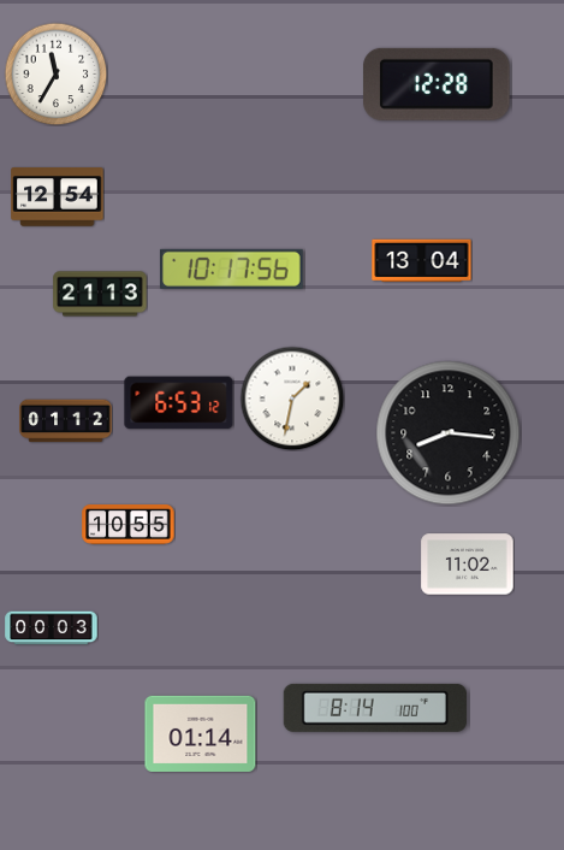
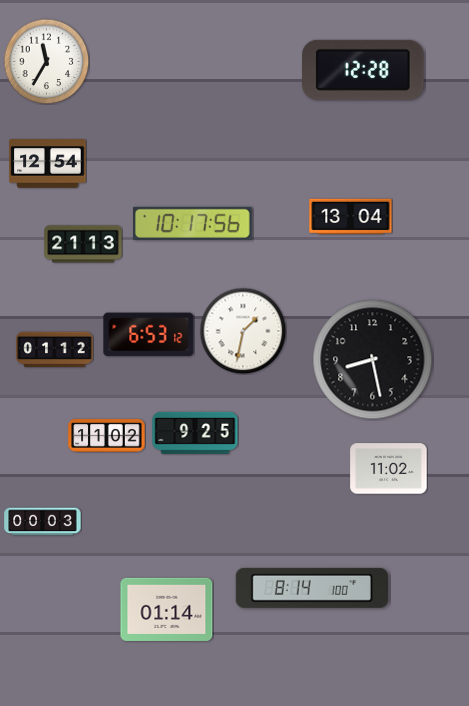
clock at (449, 433): 8:16 -> 8:28
clock at (195, 433): none -> 9:25
clock at (129, 525): 10:55 -> 11:02
